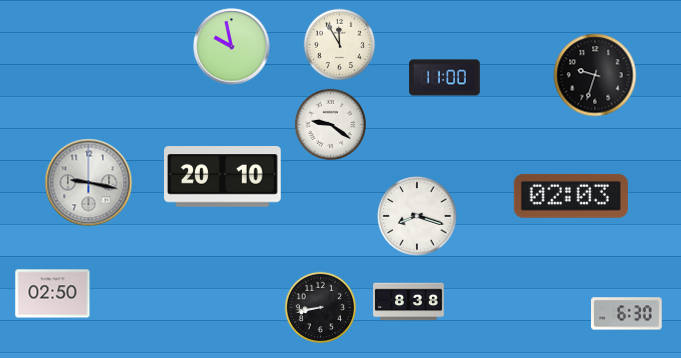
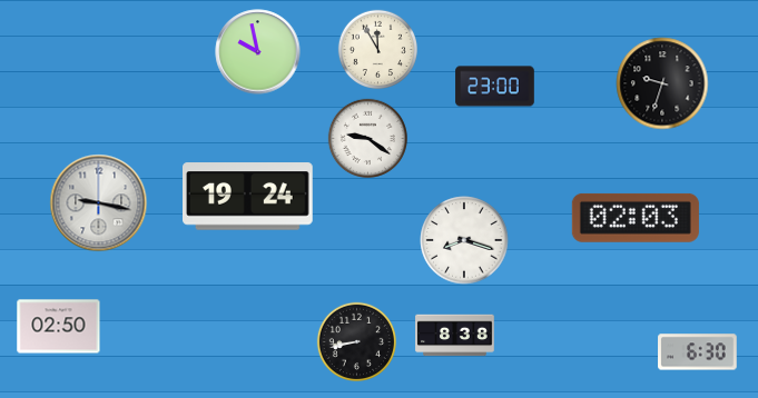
clock at (445, 78): 11:00 -> 23:00
clock at (223, 177): 20:10 -> 19:24
clock at (627, 314) position: (627, 314) -> (698, 352)
